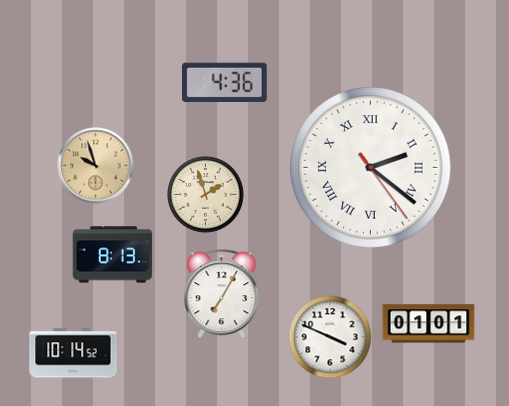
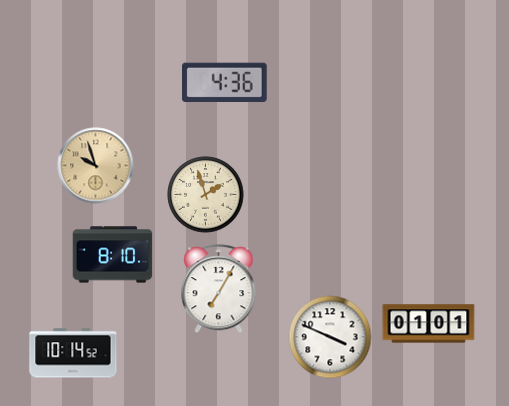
clock at (371, 168): 2:21 -> none
clock at (113, 255): 8:13 -> 8:10
clock at (222, 294) position: (222, 294) -> (219, 289)
